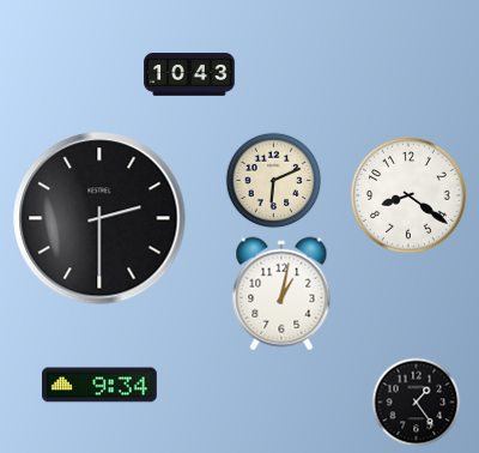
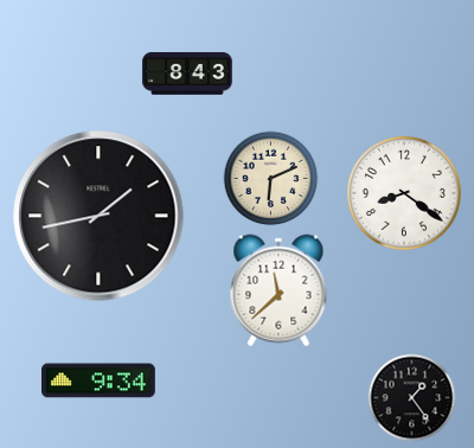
clock at (189, 74): 10:43 -> 8:43
clock at (99, 218): 2:30 -> 1:43
clock at (281, 294): 1:02 -> 11:38
